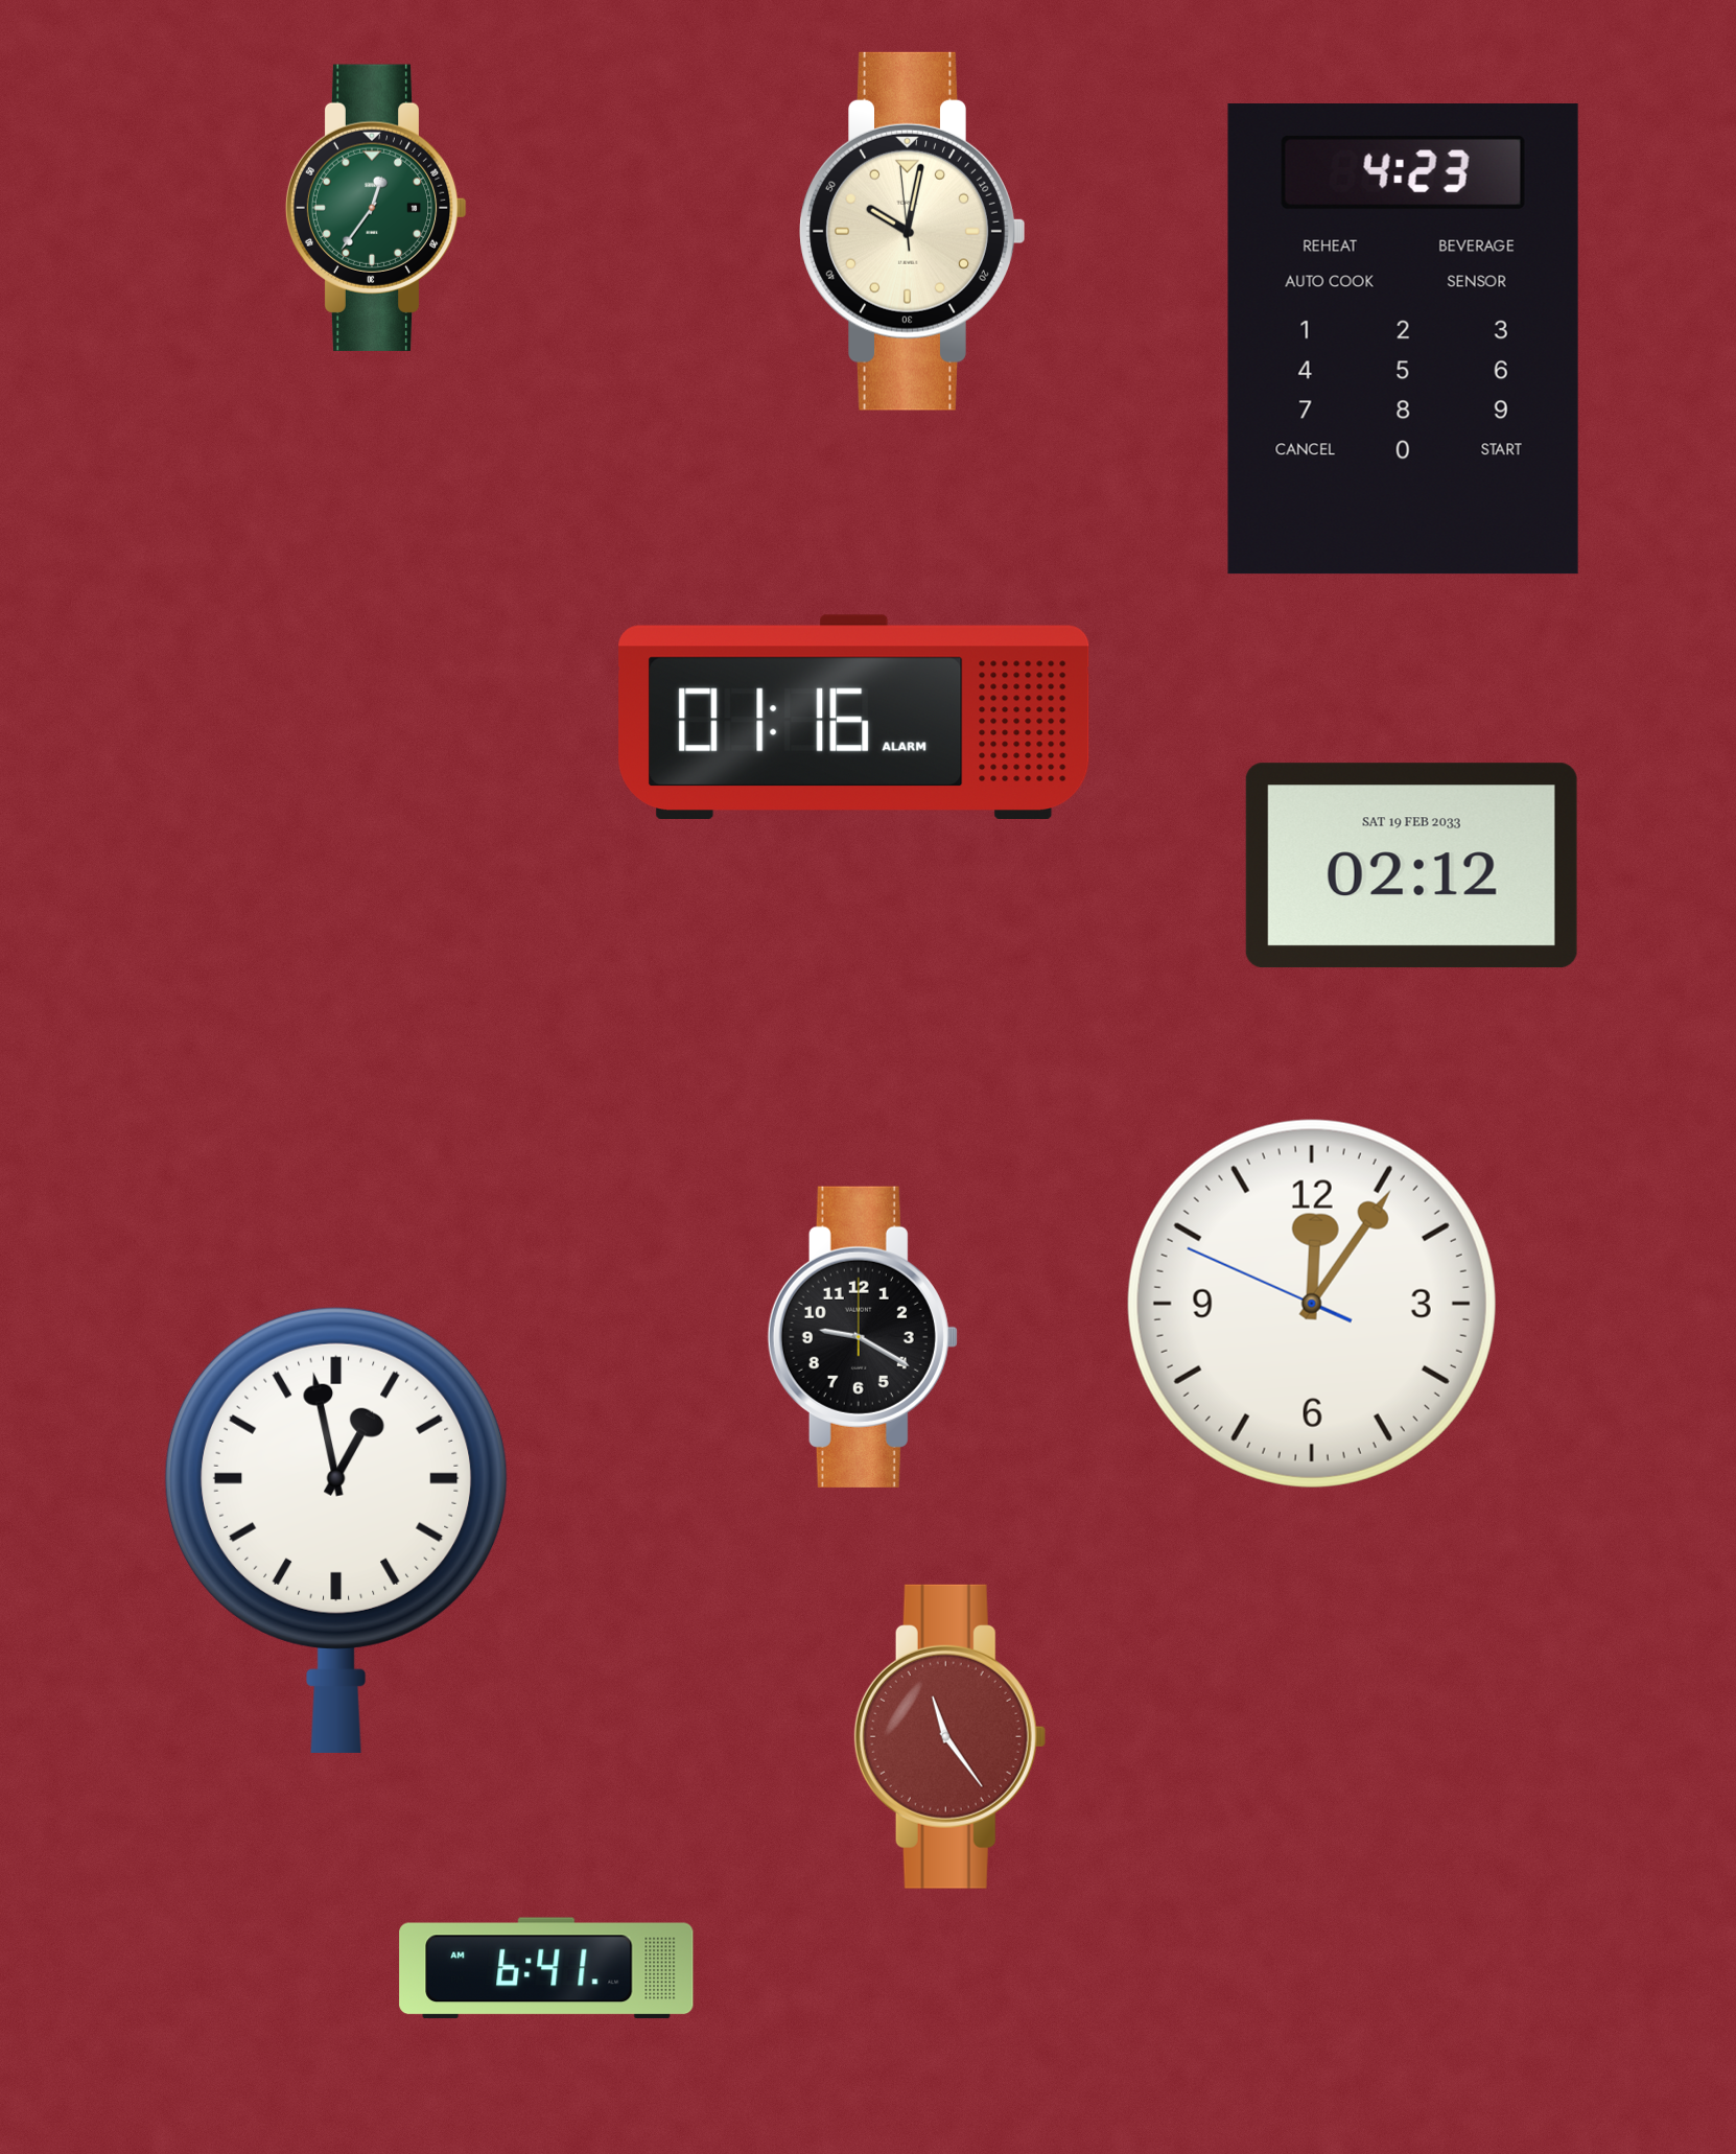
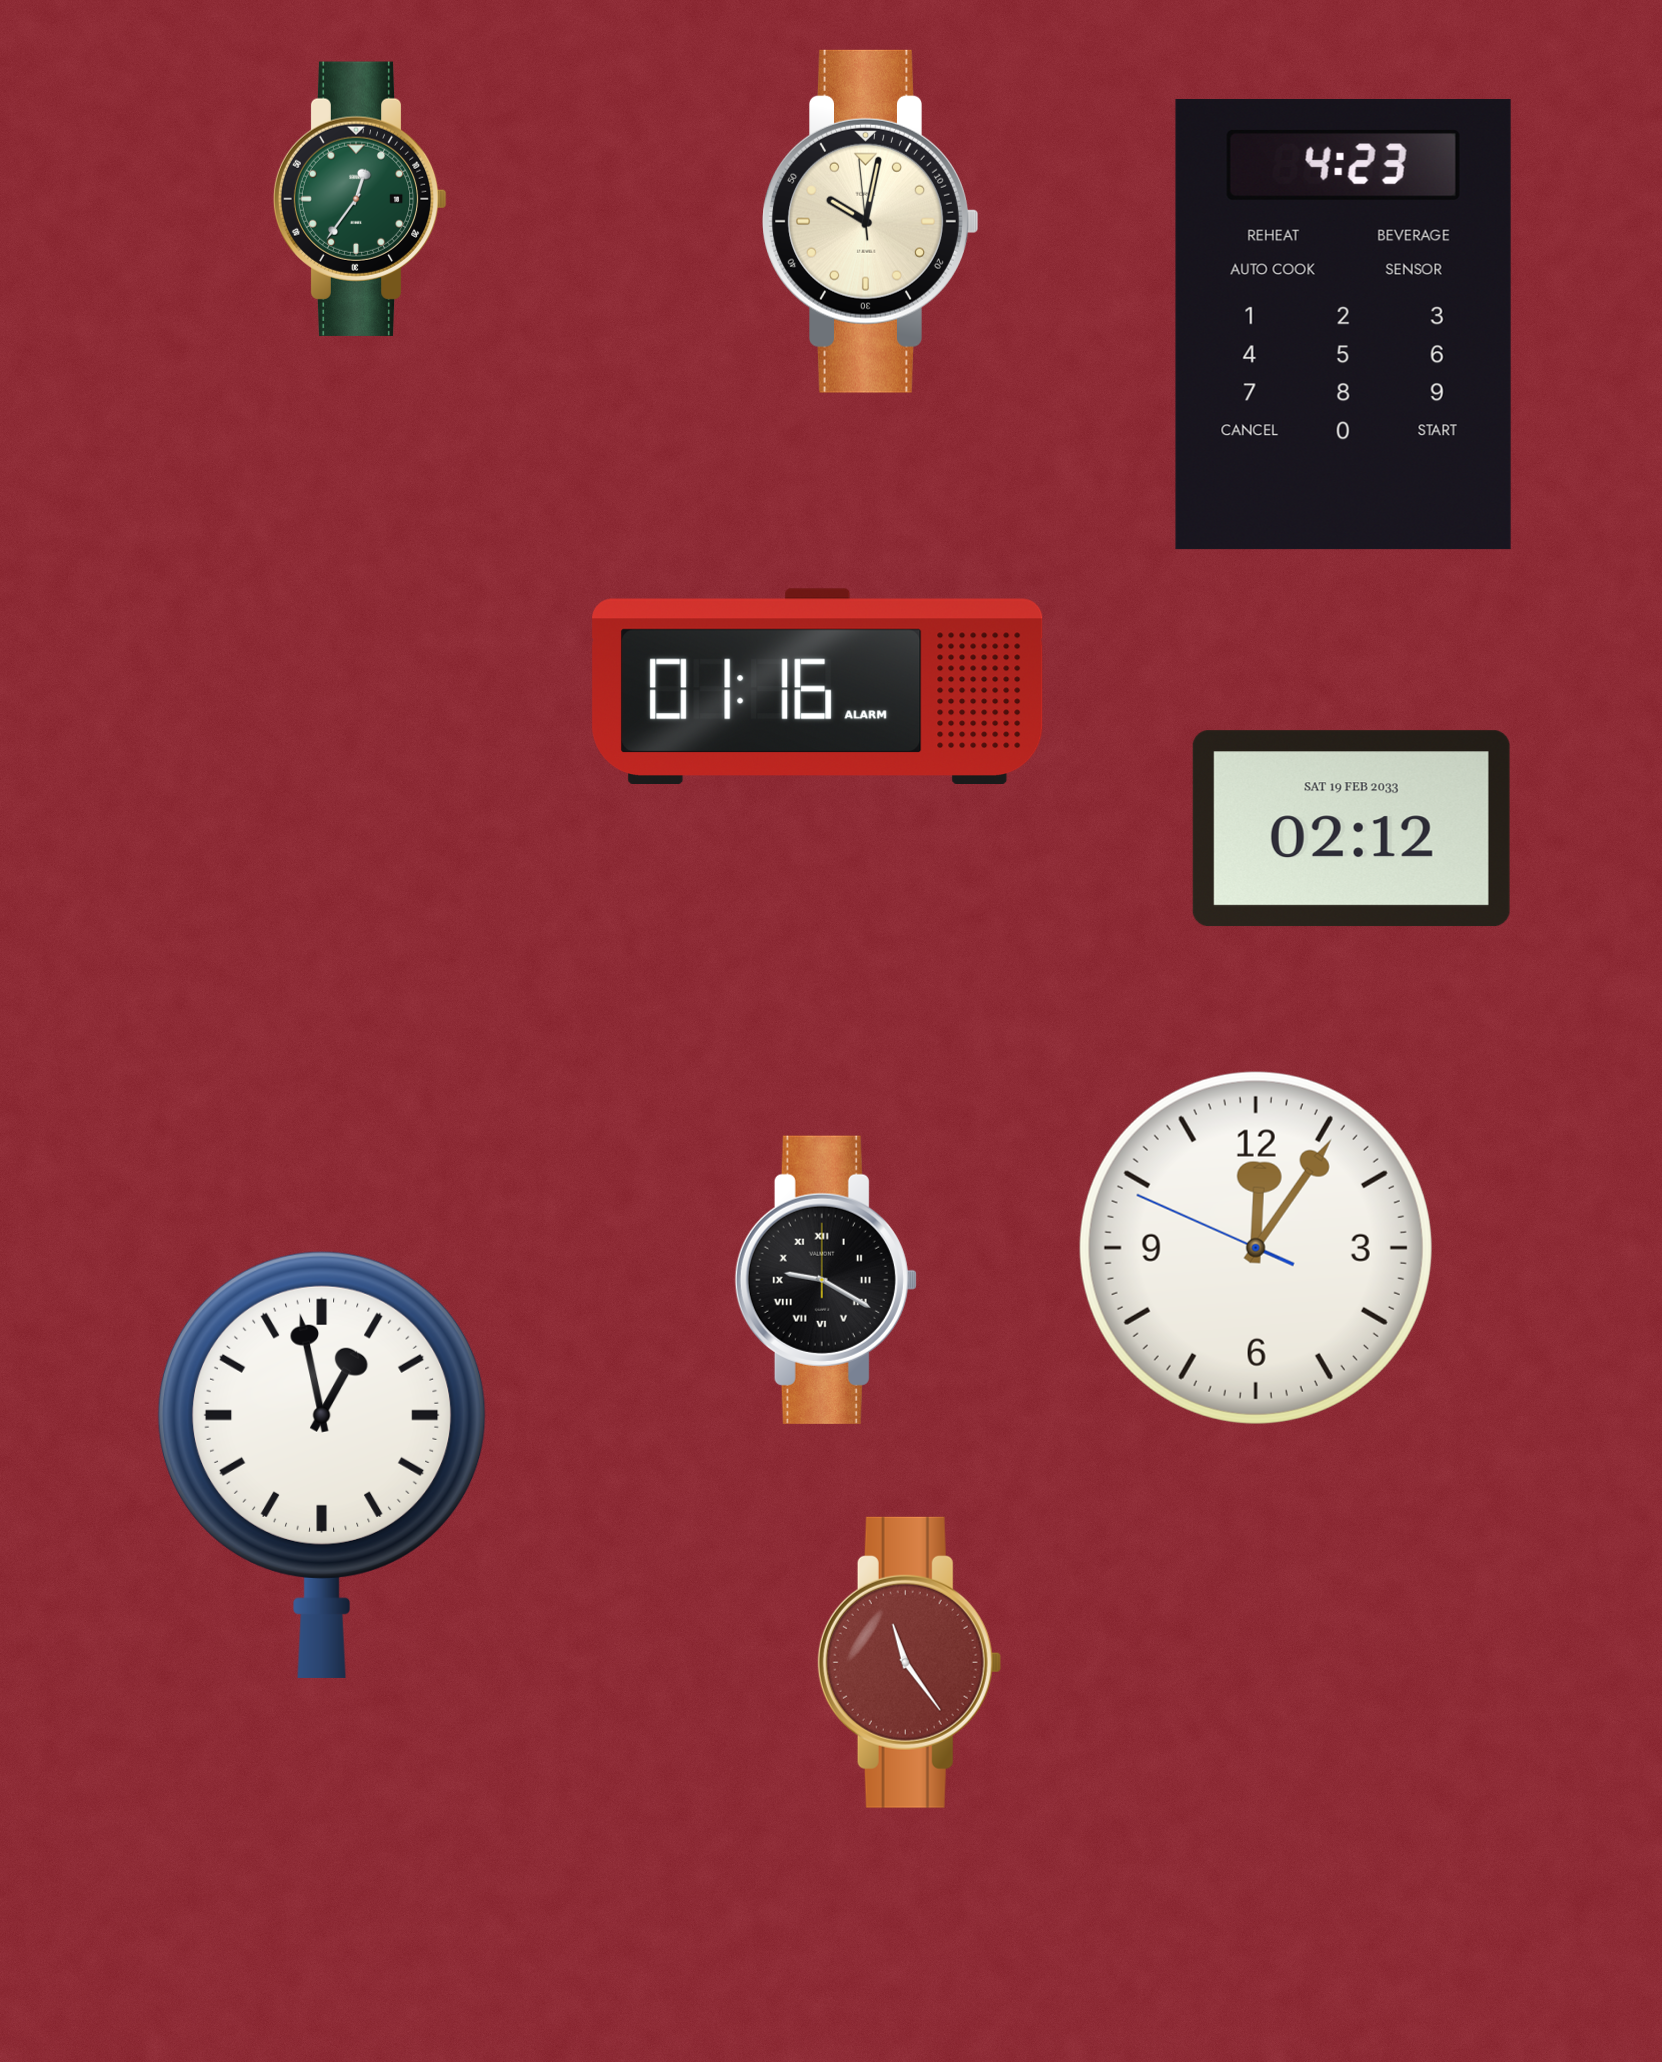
clock at (913, 231) position: (913, 231) -> (871, 221)
clock at (863, 1337) numerals: Arabic -> Roman
clock at (546, 1968): 6:41 -> none
